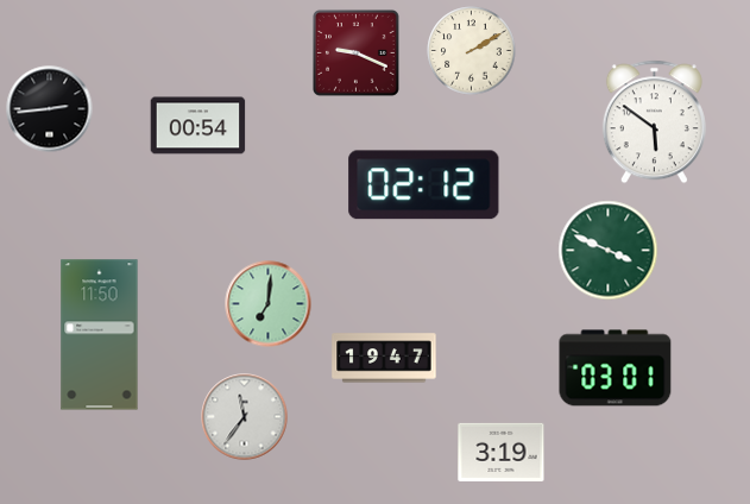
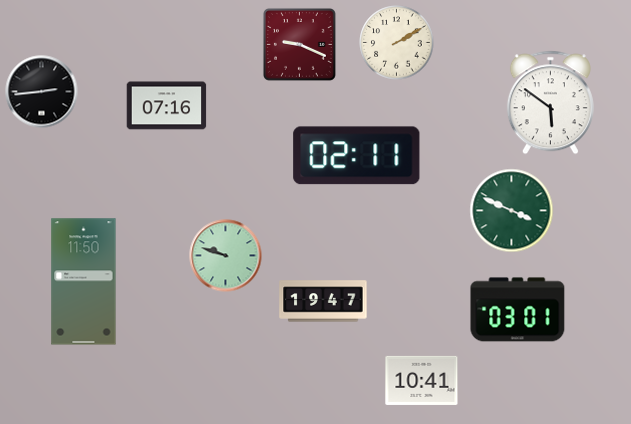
clock at (198, 126): 00:54 -> 07:16
clock at (424, 185): 02:12 -> 02:11
clock at (269, 304): 7:01 -> 9:48
clock at (245, 417): 11:36 -> none
clock at (502, 452): 3:19 -> 10:41
